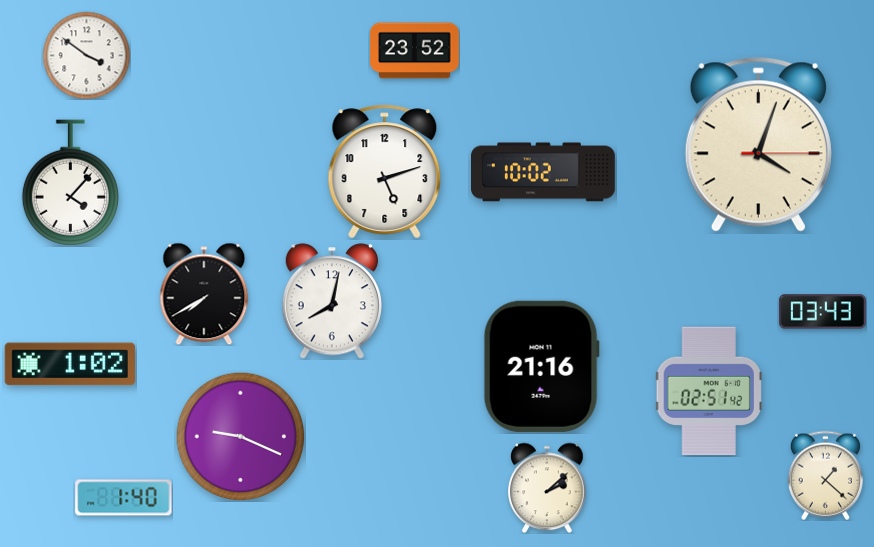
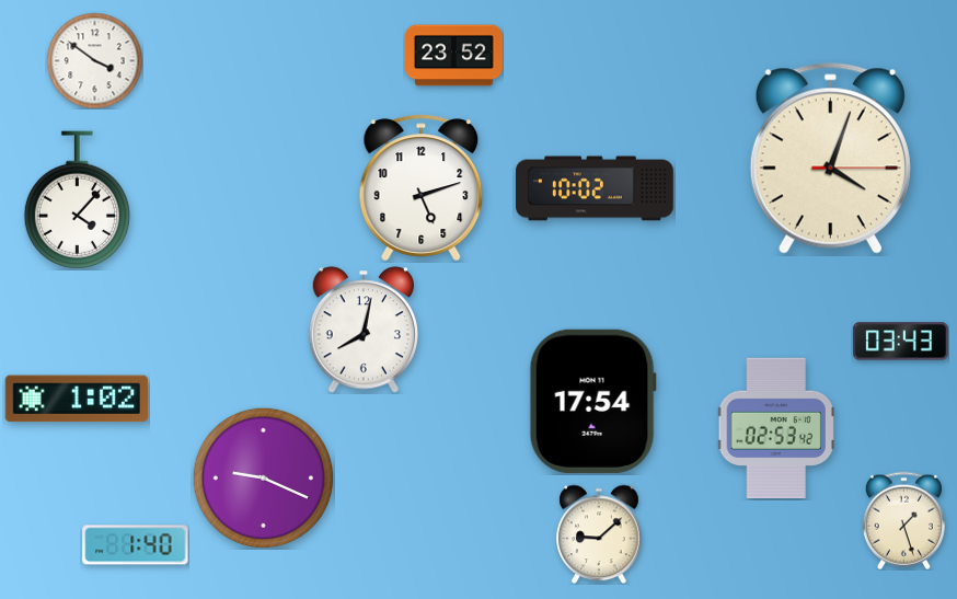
clock at (204, 294): 7:40 -> none
clock at (541, 366): 21:16 -> 17:54
clock at (709, 391): 02:51 -> 02:53
clock at (825, 475): 1:22 -> 1:27
clock at (547, 488): 2:08 -> 9:08
